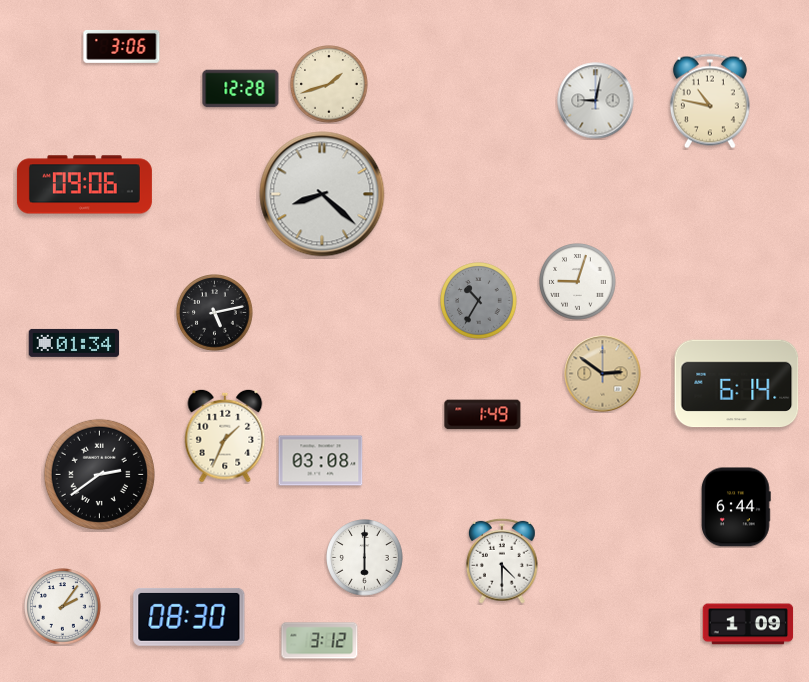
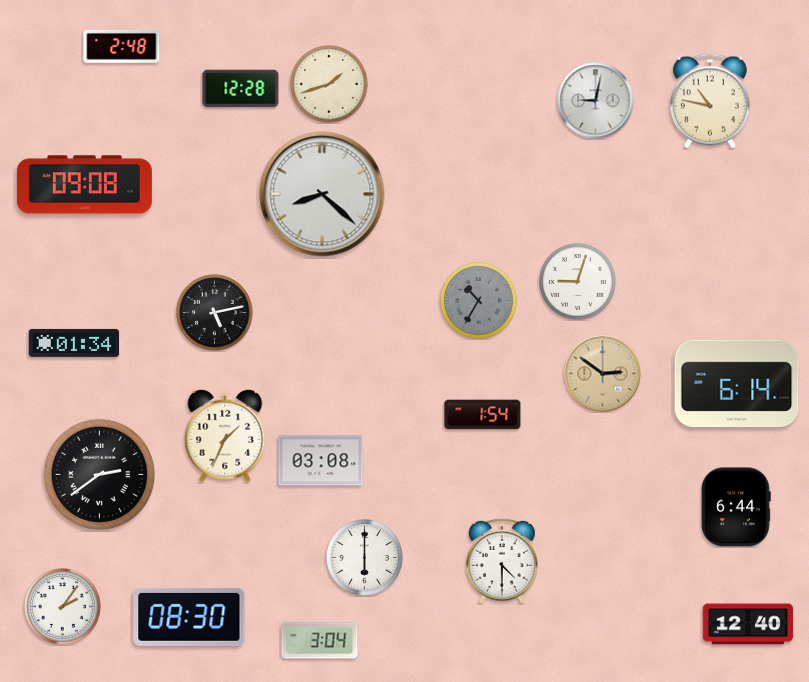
clock at (122, 46): 3:06 -> 2:48
clock at (84, 185): 09:06 -> 09:08
clock at (483, 415): 1:49 -> 1:54
clock at (748, 624): 1:09 -> 12:40
clock at (320, 641): 3:12 -> 3:04
